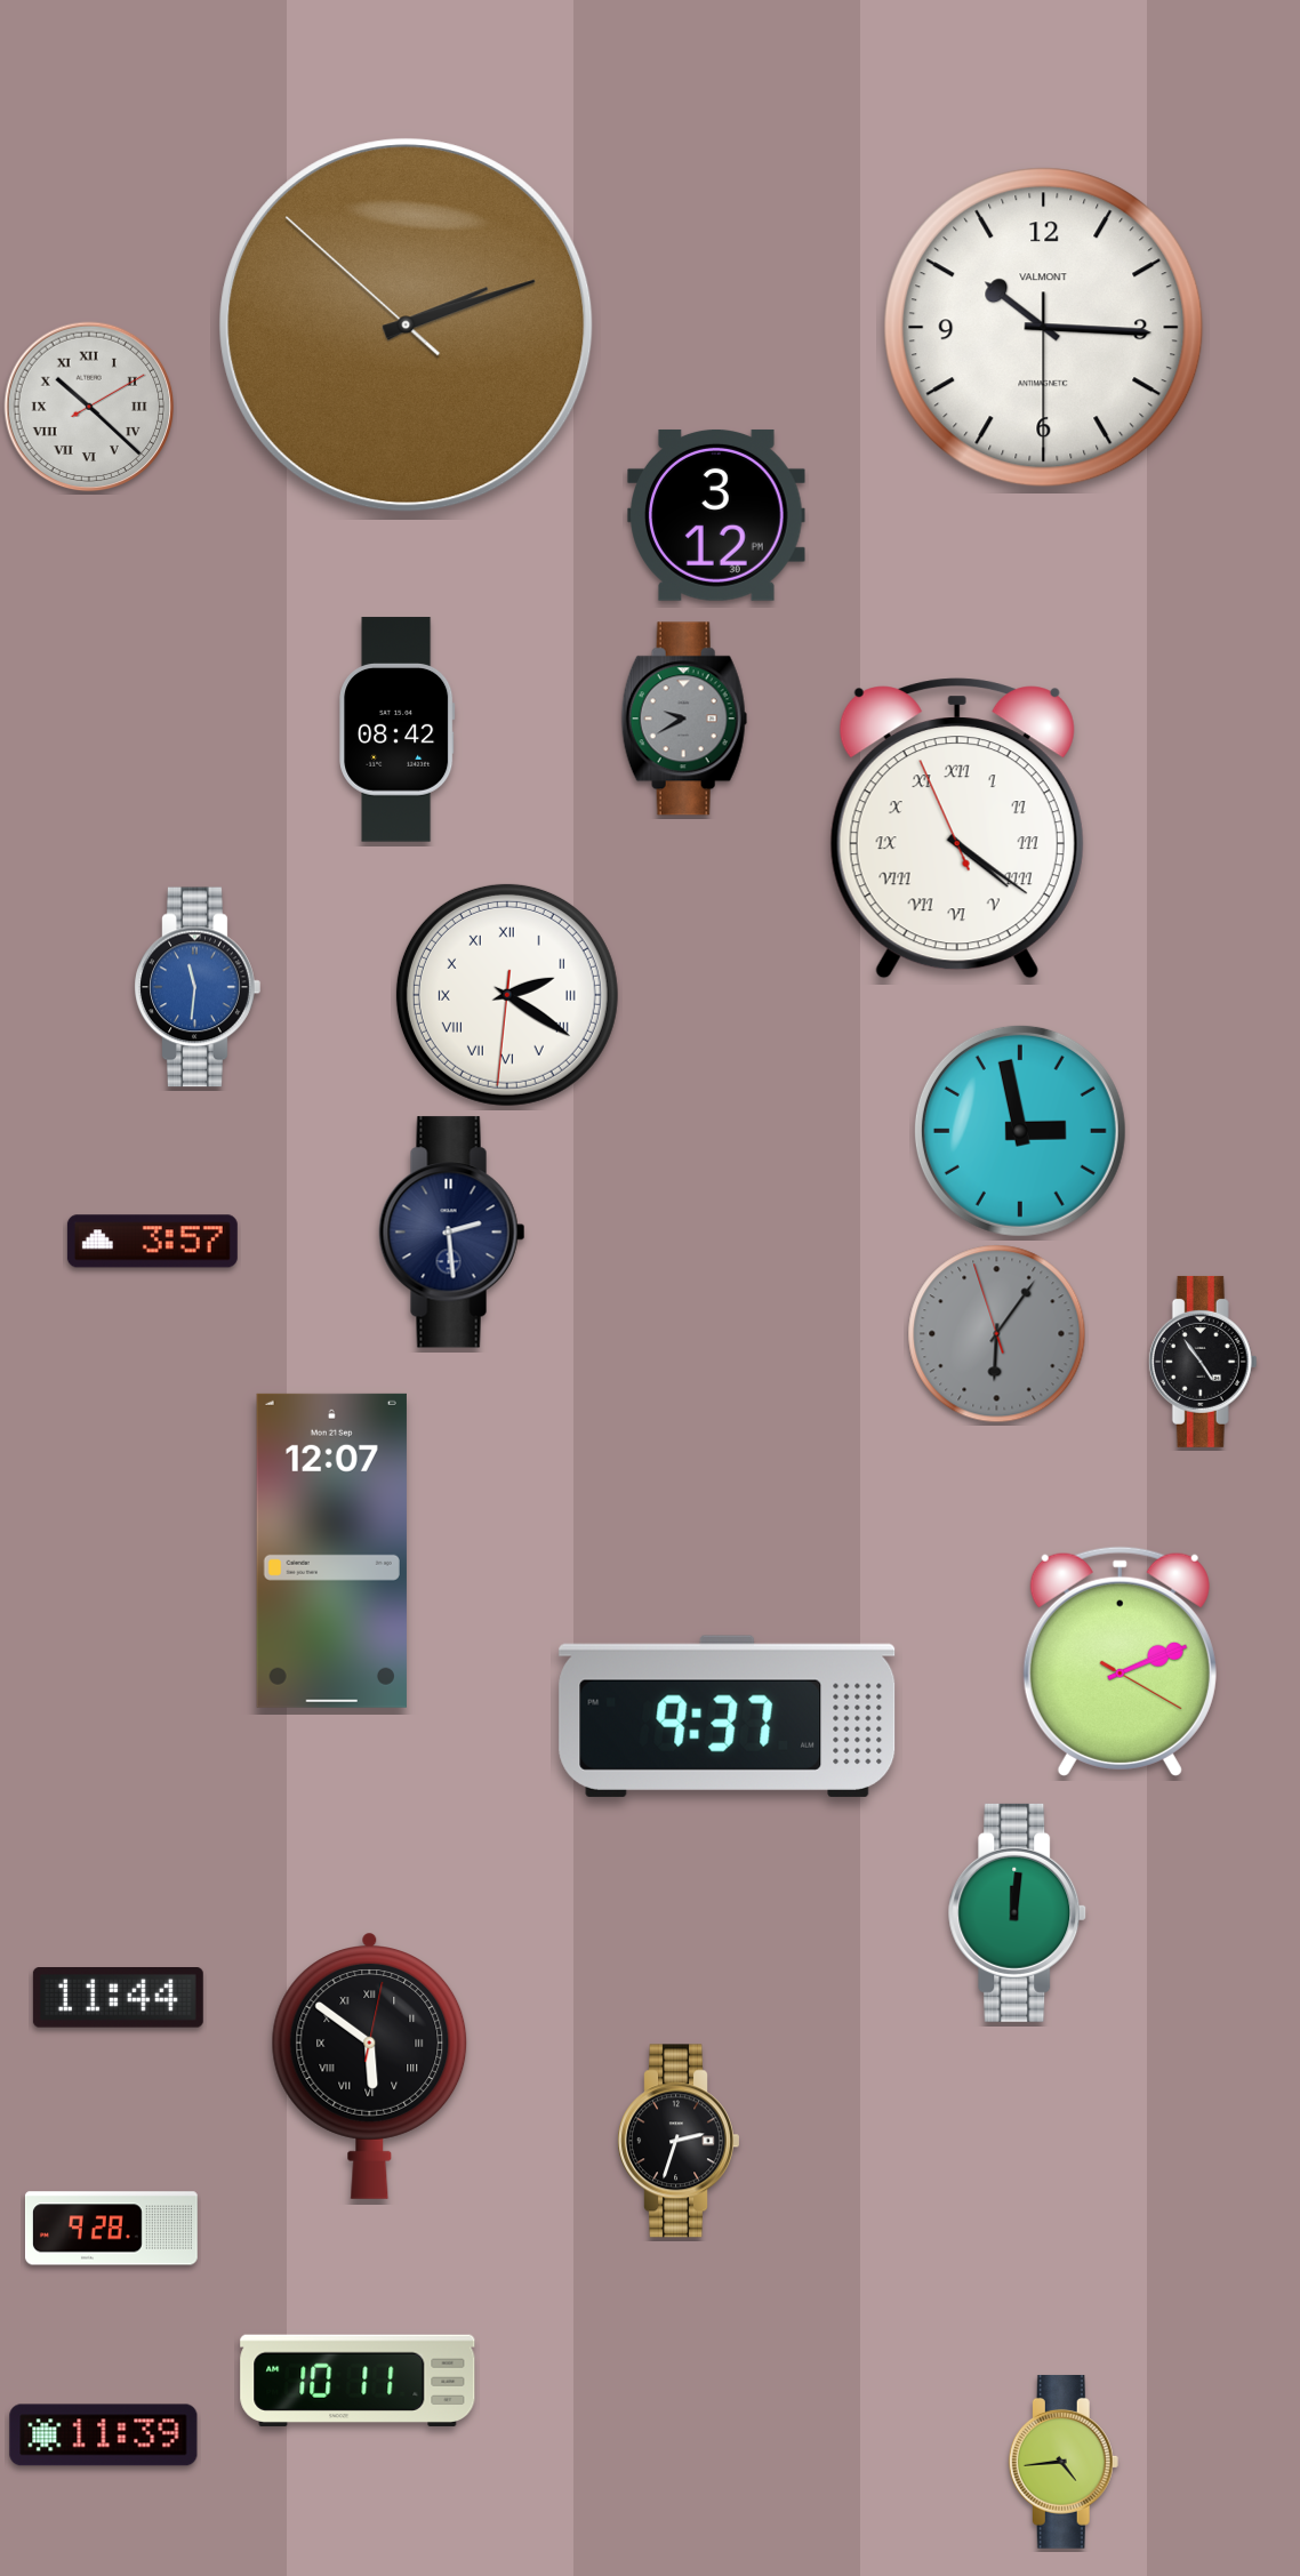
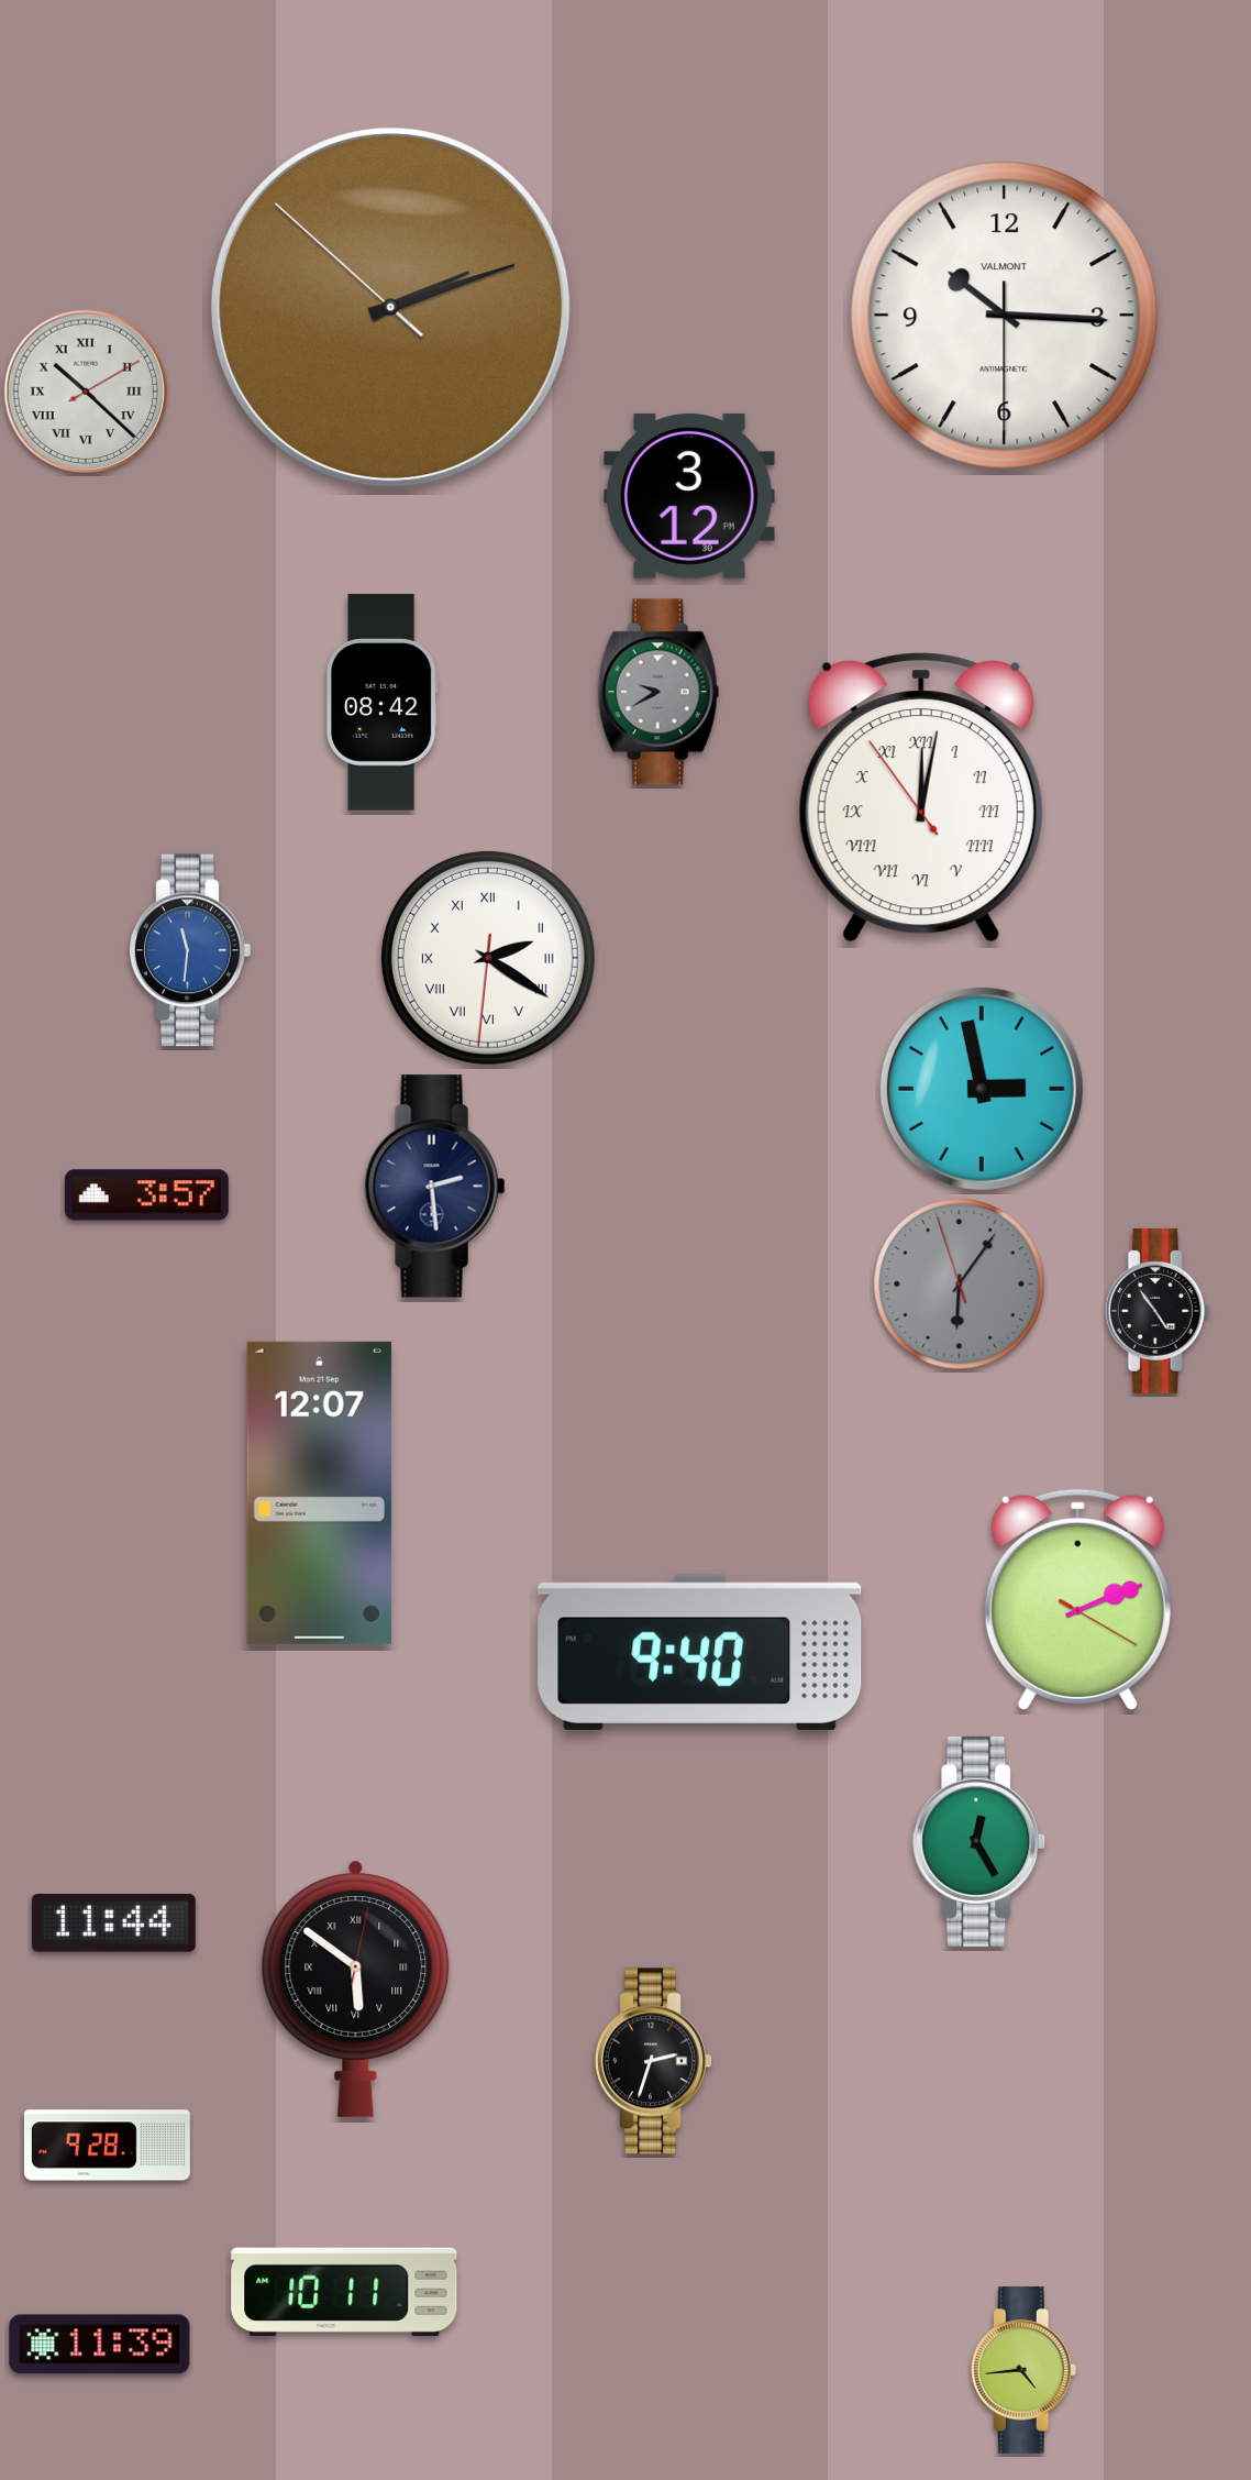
clock at (407, 326) position: (407, 326) -> (391, 308)
clock at (957, 828): 4:20 -> 12:01
clock at (728, 1716): 9:37 -> 9:40
clock at (1018, 1912): 12:01 -> 12:25
